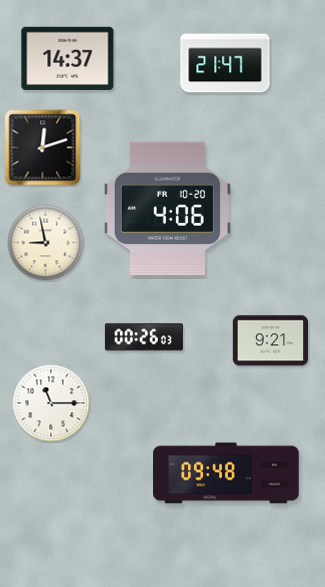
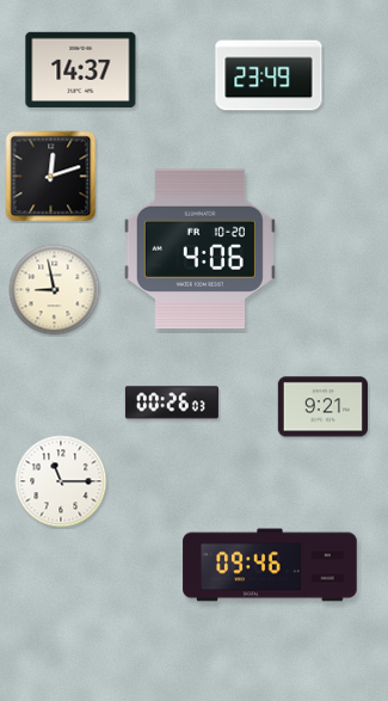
clock at (225, 63): 21:47 -> 23:49
clock at (226, 473): 09:48 -> 09:46
